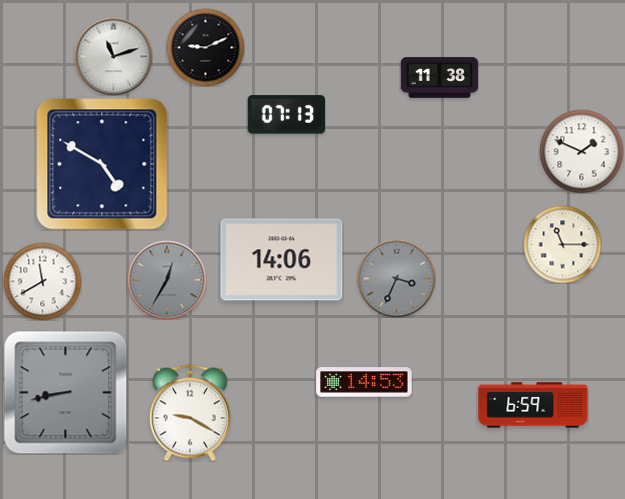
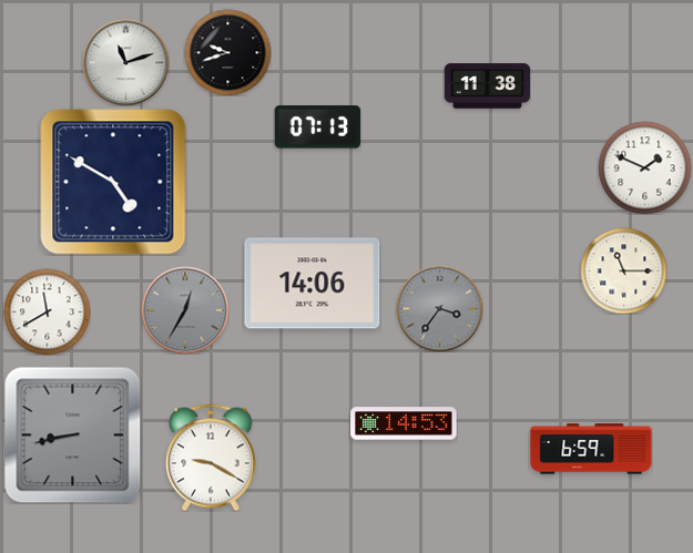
clock at (205, 47): 9:11 -> 9:42
clock at (282, 260) position: (282, 260) -> (313, 284)
clock at (396, 278): 3:34 -> 3:36
